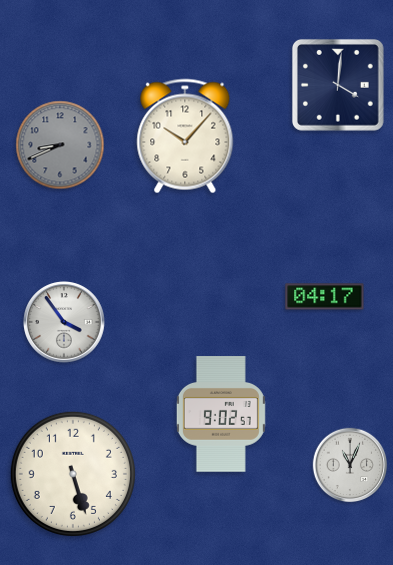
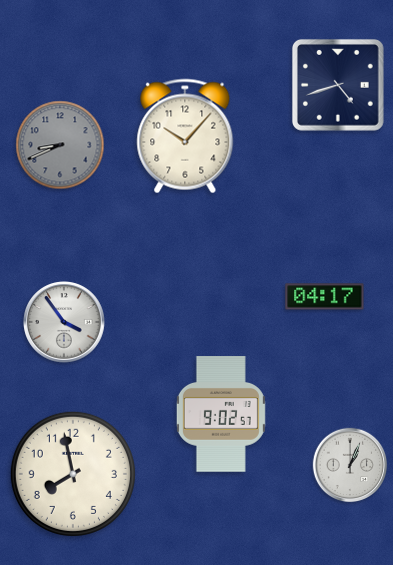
clock at (338, 85): 4:01 -> 4:42
clock at (350, 465): 11:04 -> 1:04
clock at (73, 474): 5:27 -> 7:58
